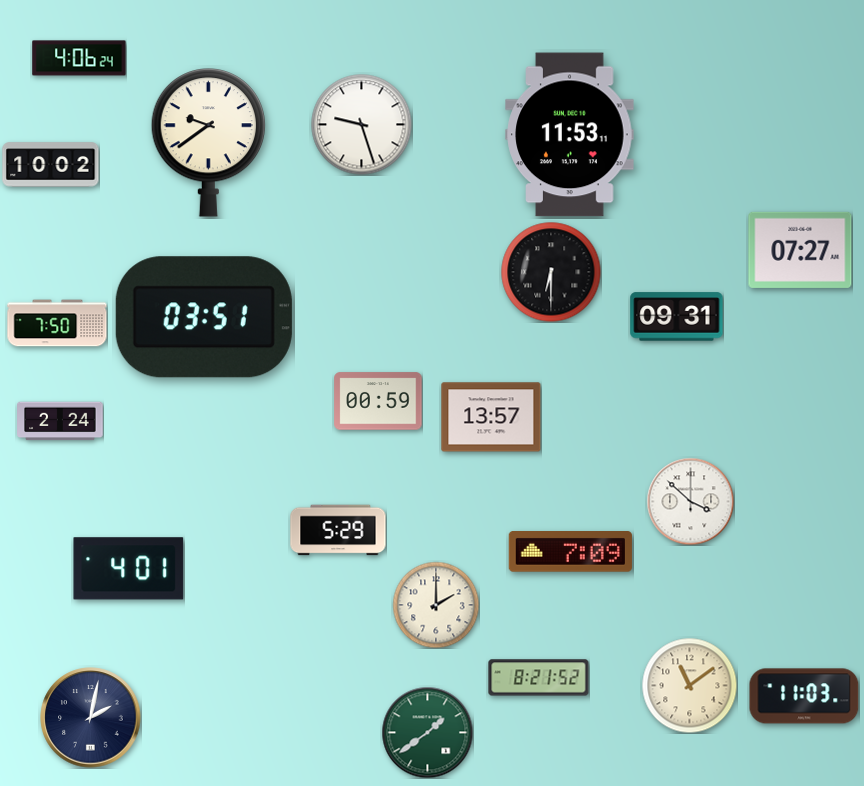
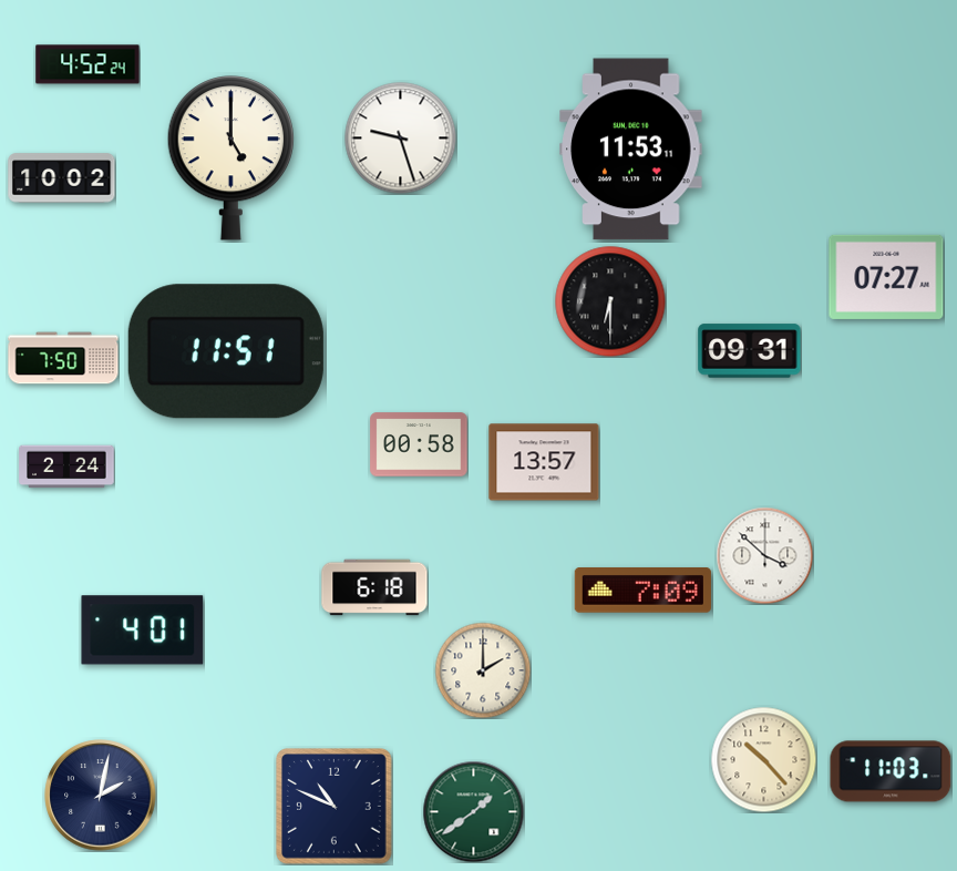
clock at (79, 58): 4:06 -> 4:52
clock at (208, 143): 9:39 -> 5:00
clock at (51, 165) position: (51, 165) -> (62, 178)
clock at (204, 317): 03:51 -> 11:51
clock at (378, 401): 00:59 -> 00:58
clock at (338, 530): 5:29 -> 6:18
clock at (570, 552) position: (570, 552) -> (642, 591)
clock at (539, 678): 8:21 -> none
clock at (689, 685): 11:09 -> 10:23
clock at (335, 807): none -> 10:49
